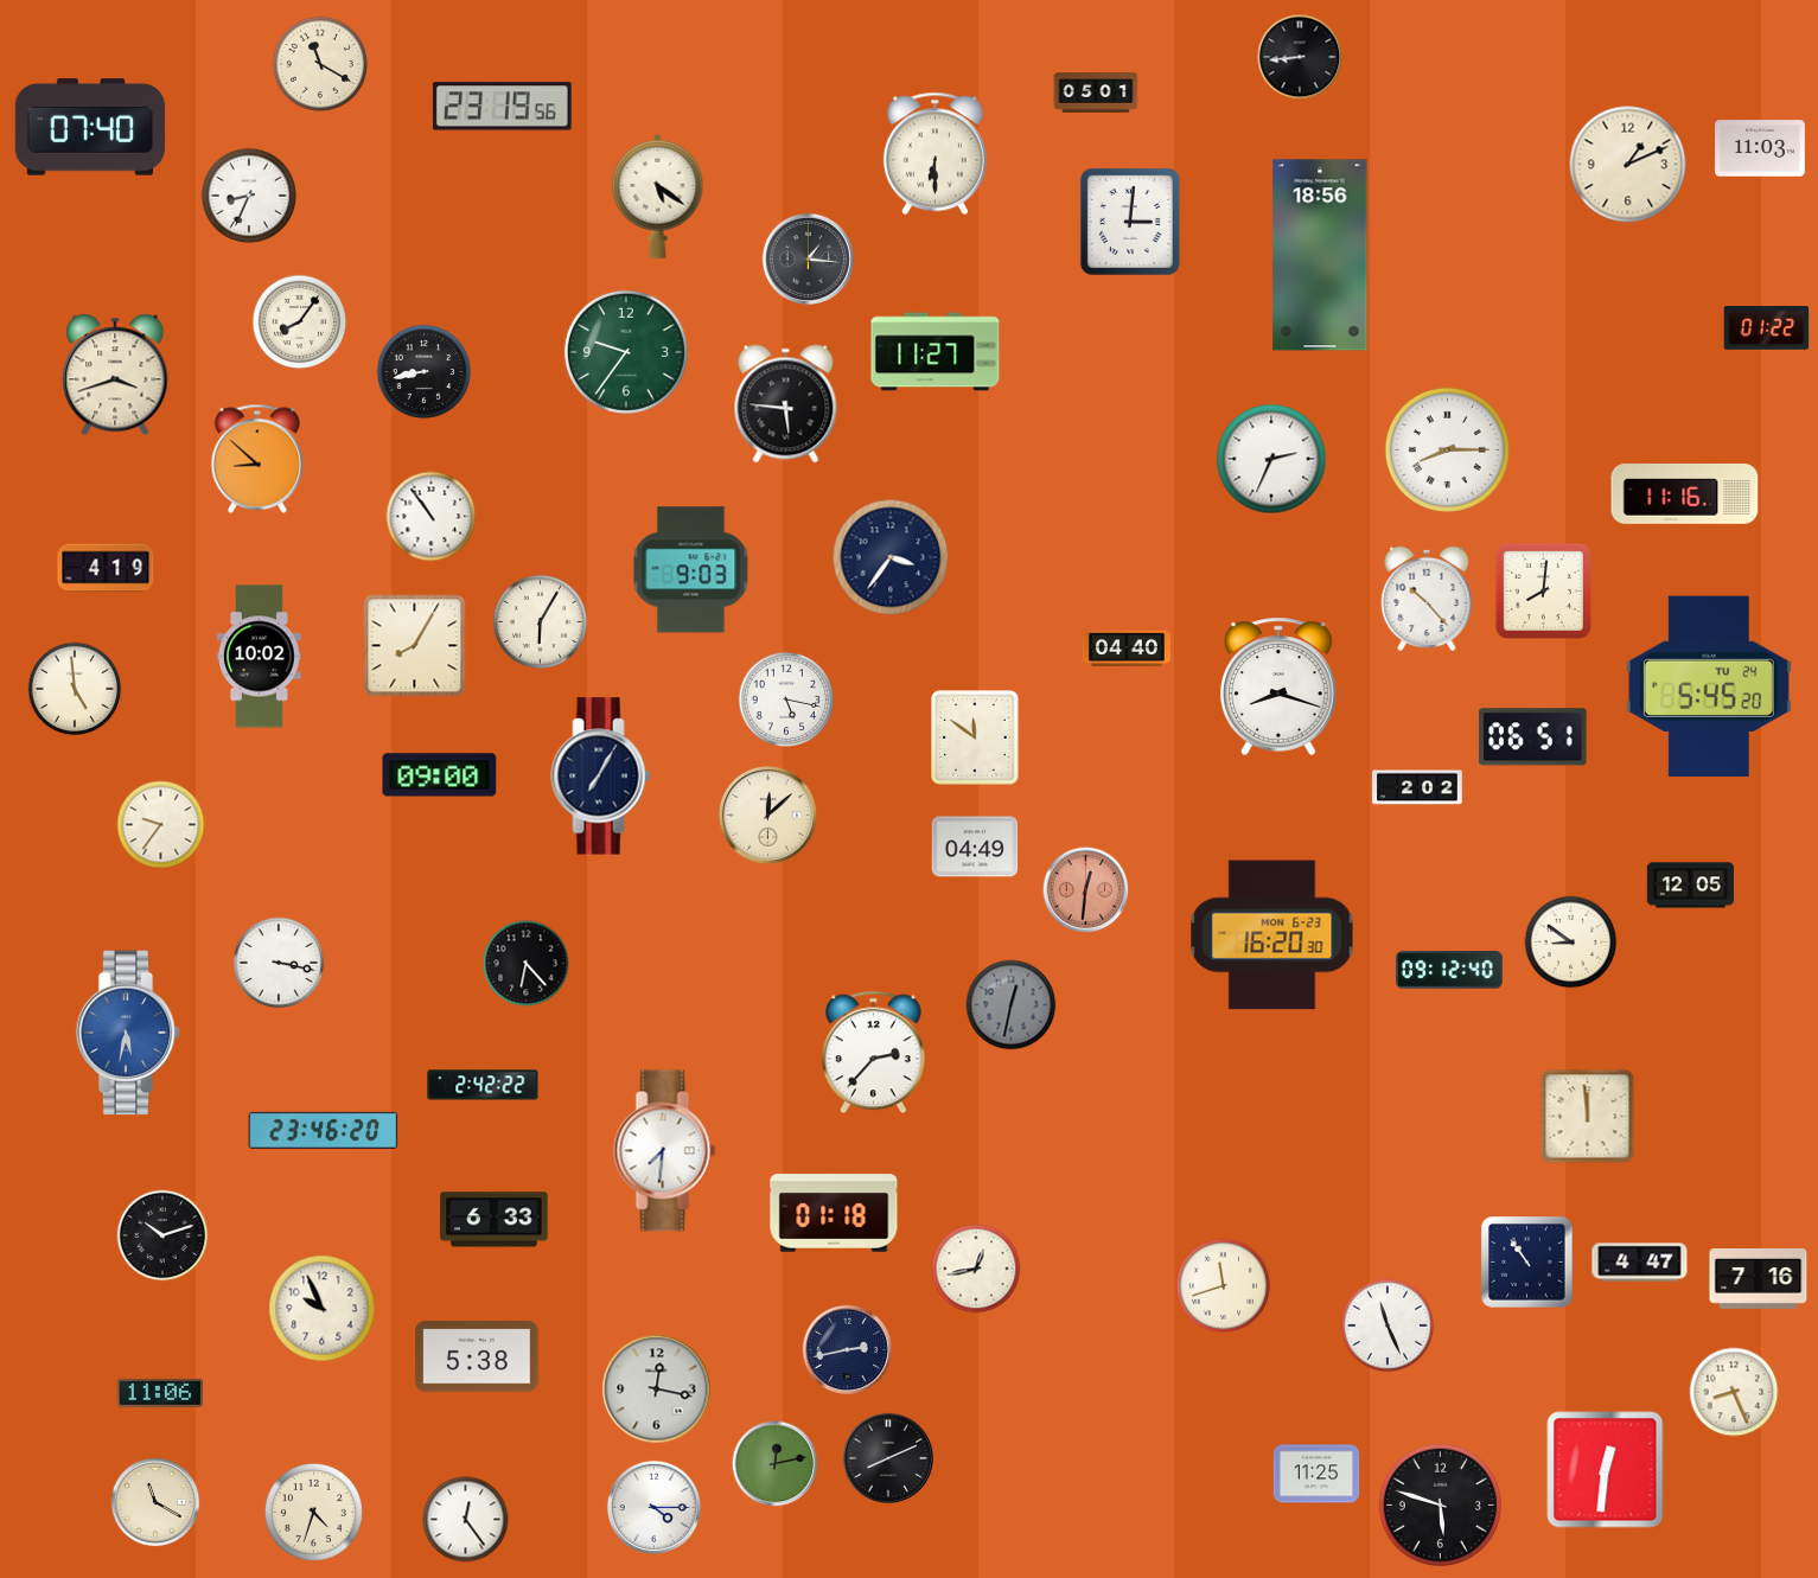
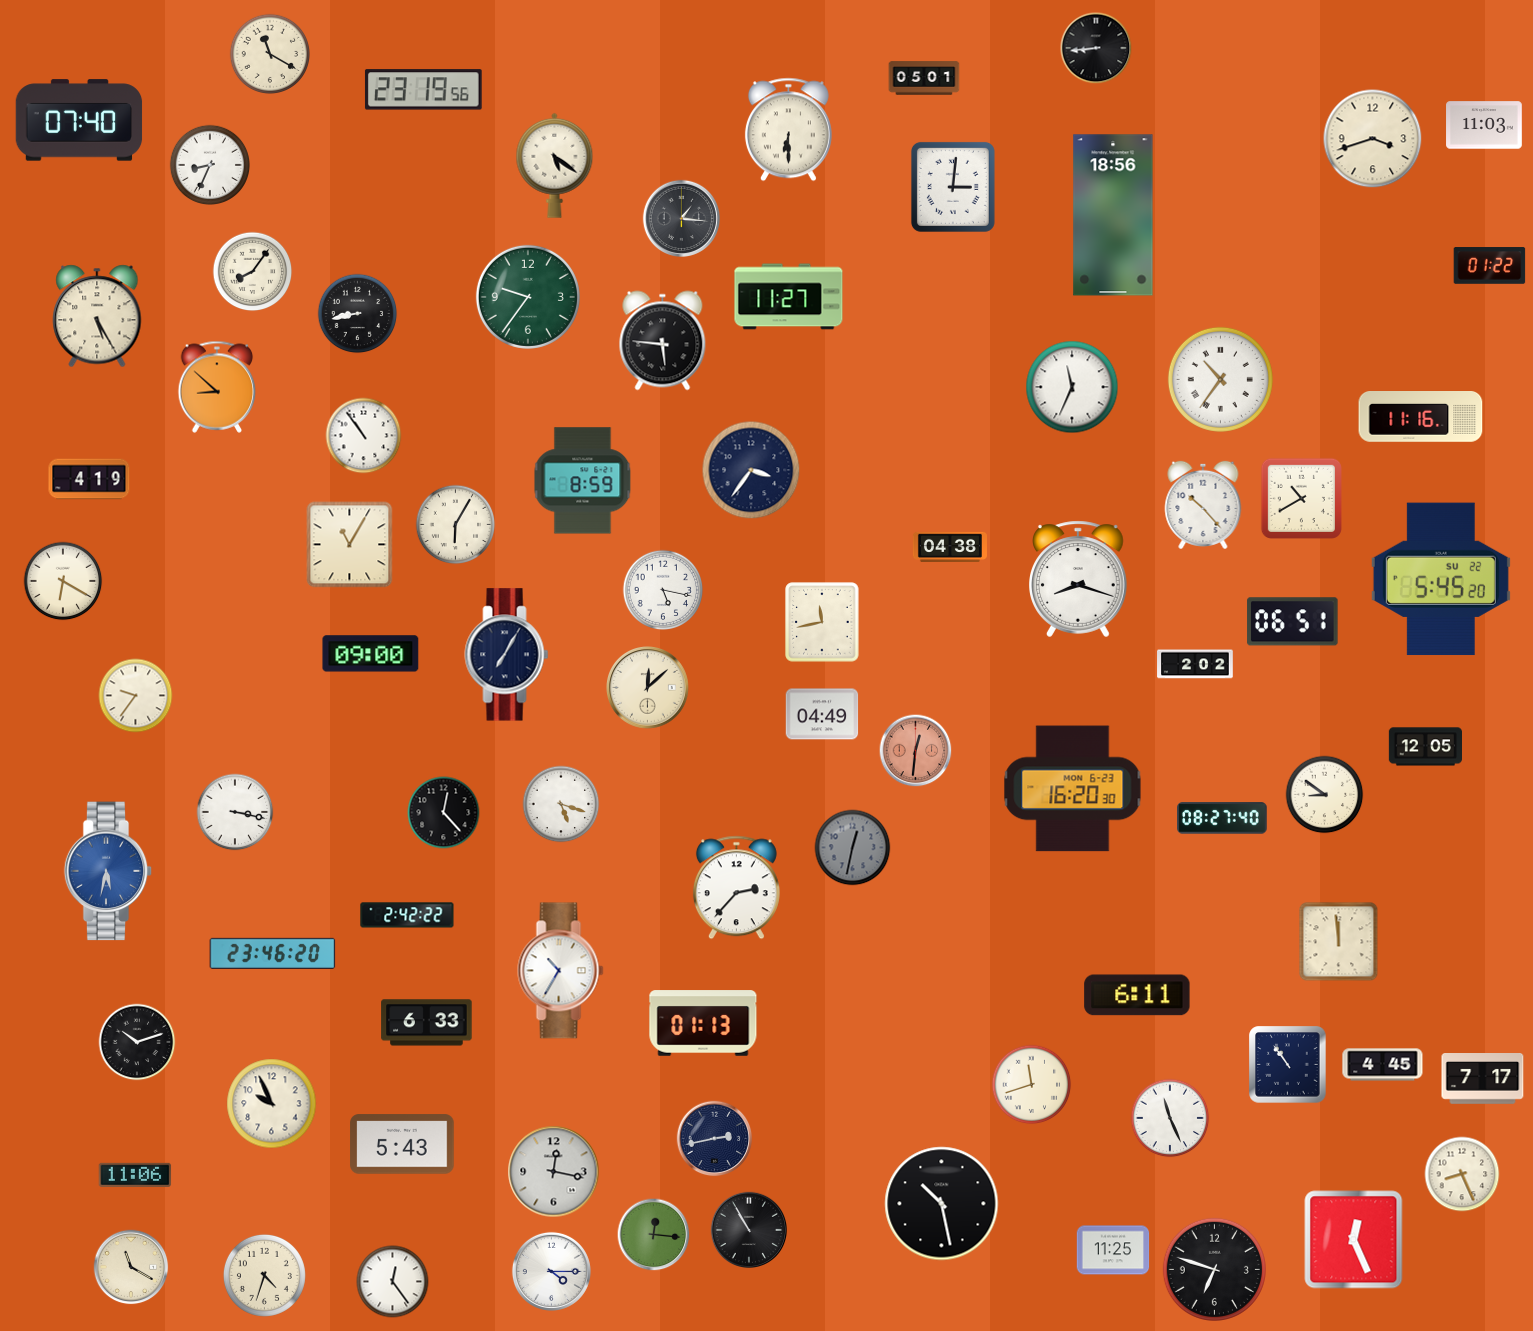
clock at (90, 127) position: (90, 127) -> (79, 120)
clock at (1628, 165): 1:11 -> 3:42
clock at (1767, 328) position: (1767, 328) -> (1490, 266)
clock at (115, 375): 3:42 -> 5:25
clock at (1447, 449): 8:15 -> 10:36
clock at (1271, 459): 2:34 -> 11:34
clock at (691, 570): 9:03 -> 8:59
clock at (1543, 590): 8:01 -> 10:40
clock at (415, 646): 8:05 -> 11:05
clock at (1127, 647): 04:40 -> 04:38
clock at (260, 657): 10:02 -> none
clock at (1709, 686) date: TU 24 -> SU 22
clock at (75, 689): 4:59 -> 6:20
clock at (975, 737): 11:51 -> 11:43
clock at (561, 804): none -> 5:18
clock at (527, 964): 6:23 -> 12:23
clock at (1449, 970): 09:12 -> 08:27
clock at (665, 1151): 7:31 -> 10:35
clock at (1137, 995): none -> 6:11
clock at (834, 1213): 01:18 -> 01:13
clock at (495, 1220) position: (495, 1220) -> (427, 1023)
clock at (1640, 1263): 4:47 -> 4:45
clock at (976, 1269): 12:43 -> none
clock at (1759, 1279): 7:16 -> 7:17
clock at (477, 1356): 5:38 -> 5:43
clock at (942, 1204): none -> 10:28
clock at (888, 1458): 8:11 -> 10:55
clock at (776, 1464): 12:13 -> 12:16
clock at (1606, 1470): 12:31 -> 12:26
clock at (1316, 1474) position: (1316, 1474) -> (1113, 1250)
clock at (1440, 1504): 5:48 -> 6:48
